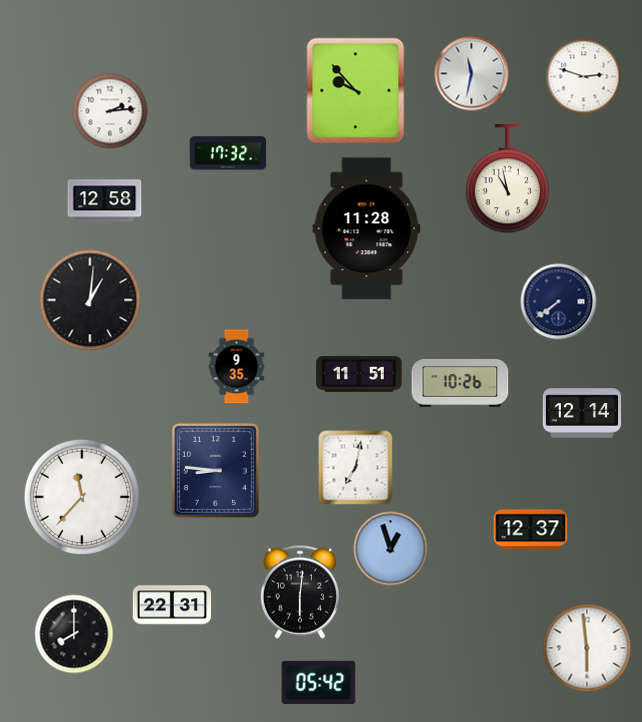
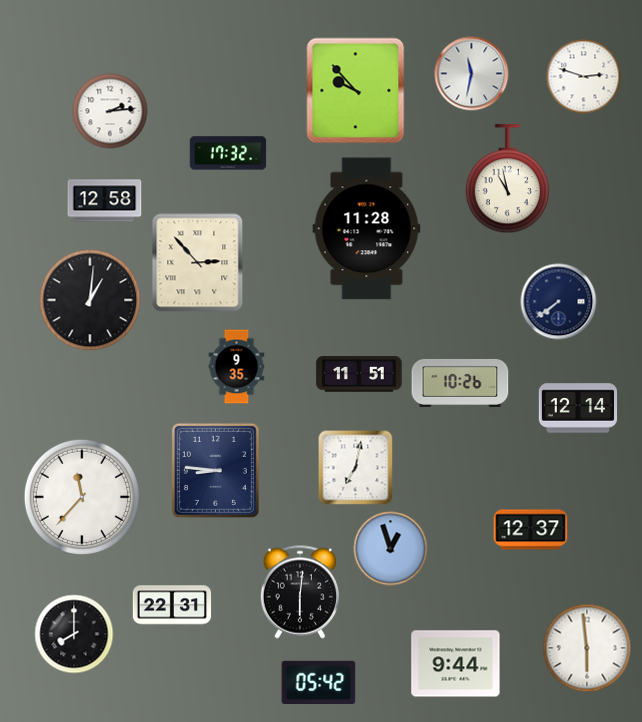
clock at (198, 263): none -> 2:53
clock at (582, 413) position: (582, 413) -> (578, 408)
clock at (456, 664): none -> 9:44
